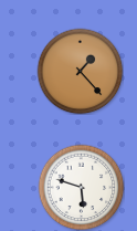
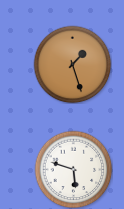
clock at (80, 71): 1:23 -> 1:27
